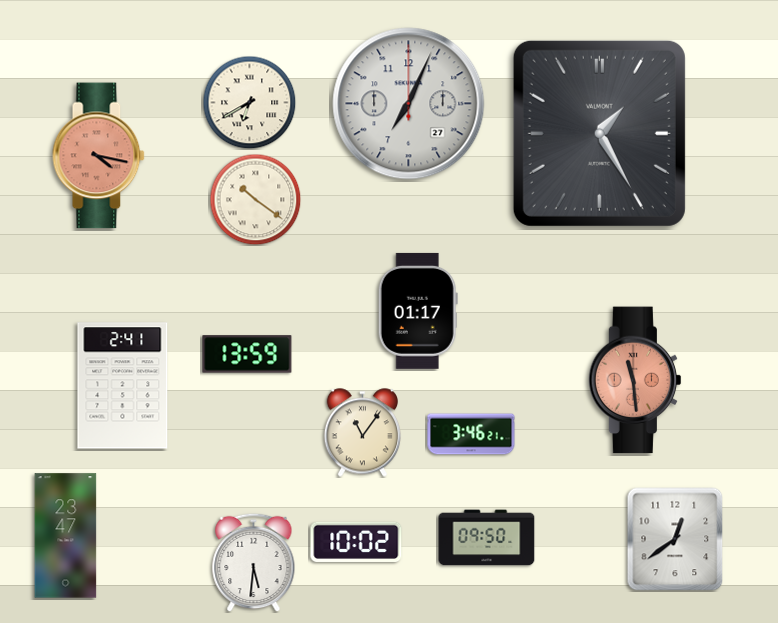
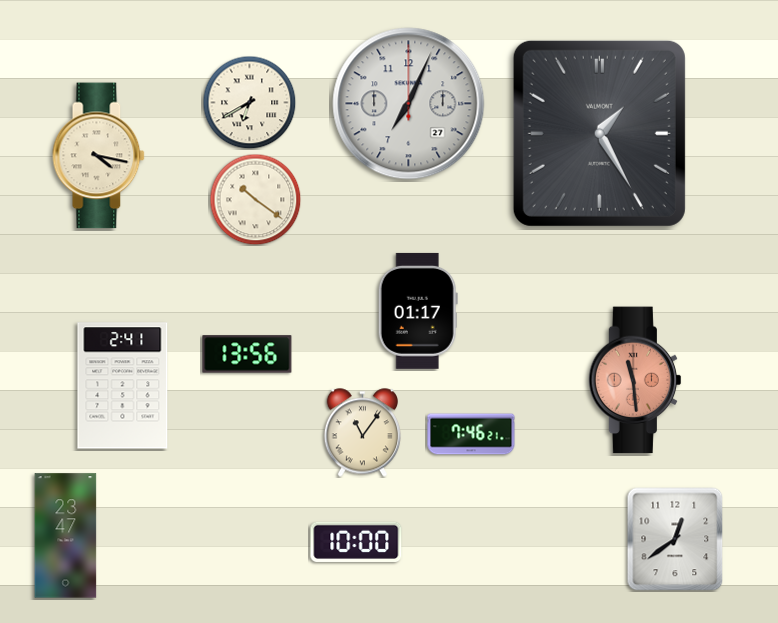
clock at (99, 156) dial: salmon -> cream
clock at (247, 354): 13:59 -> 13:56
clock at (471, 434): 3:46 -> 7:46
clock at (487, 538): 09:50 -> none
clock at (356, 542): 10:02 -> 10:00
clock at (254, 562): 5:31 -> none
